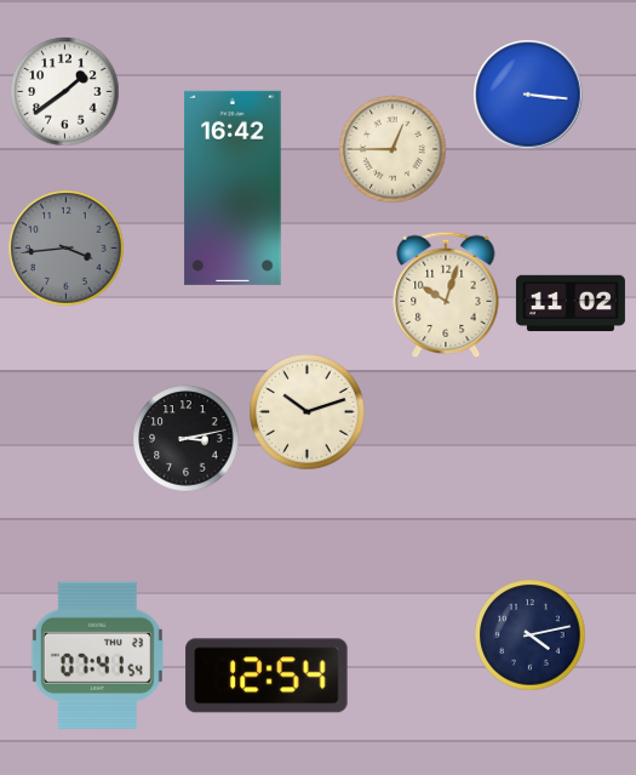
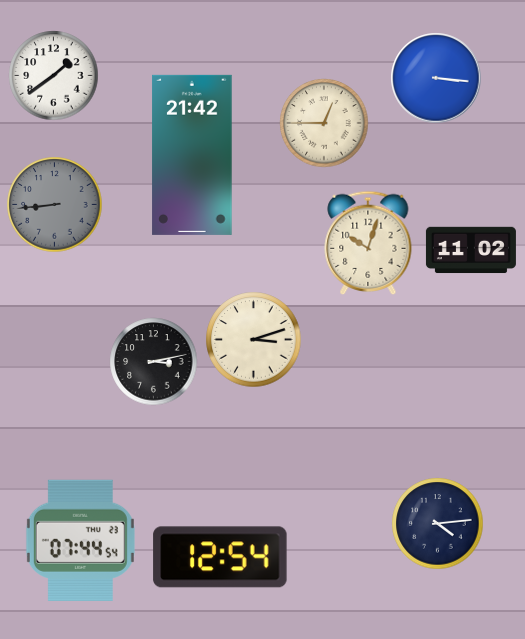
clock at (233, 188): 16:42 -> 21:42
clock at (67, 249): 3:44 -> 8:44
clock at (308, 412): 10:12 -> 3:12
clock at (531, 636): 4:13 -> 4:14
clock at (97, 655): 07:41 -> 07:44
